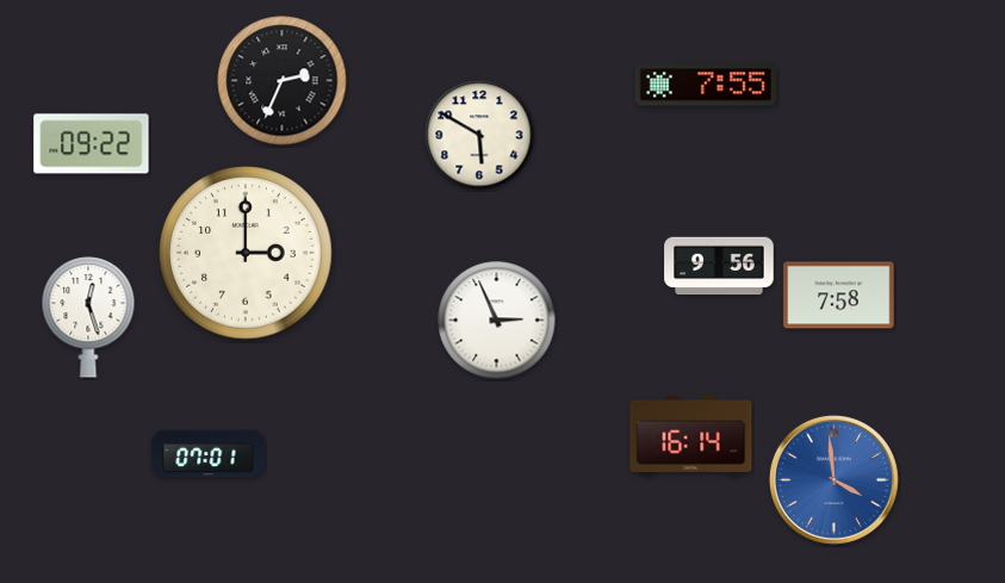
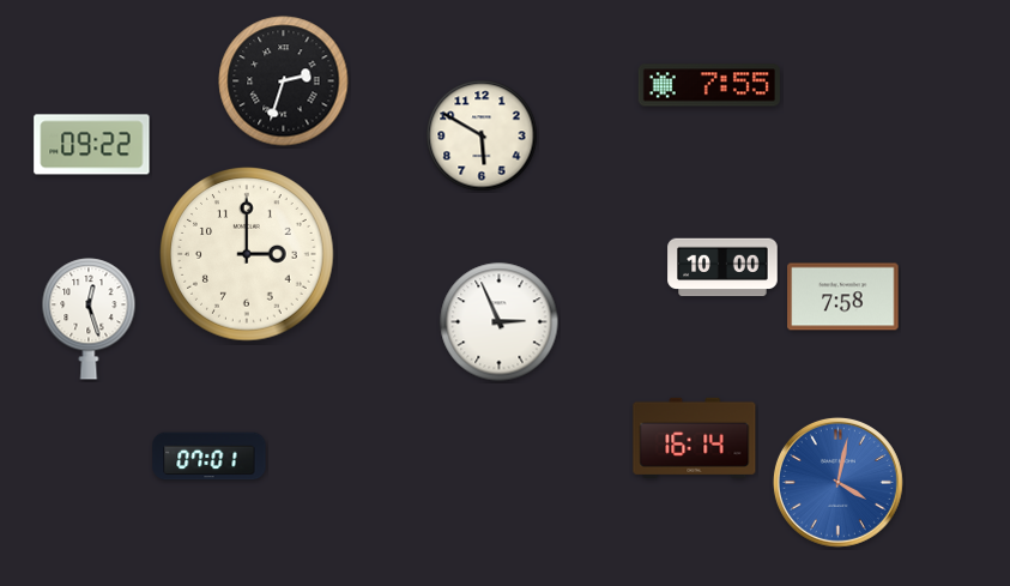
clock at (283, 81): 2:34 -> 2:33
clock at (719, 266): 9:56 -> 10:00
clock at (833, 479): 3:59 -> 4:02
